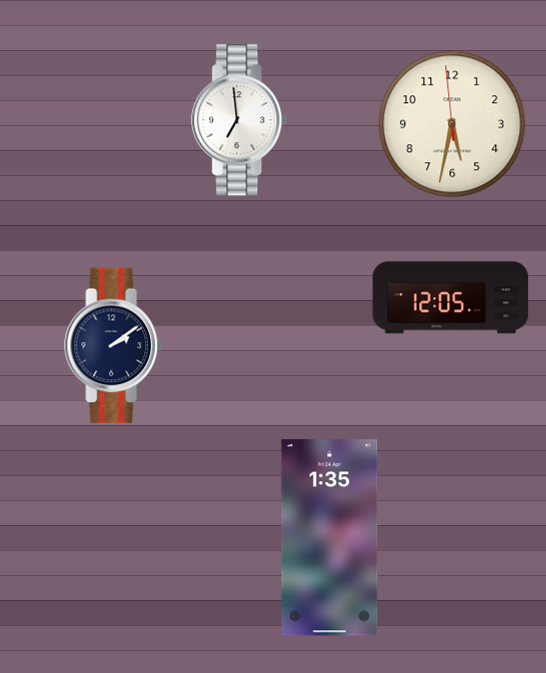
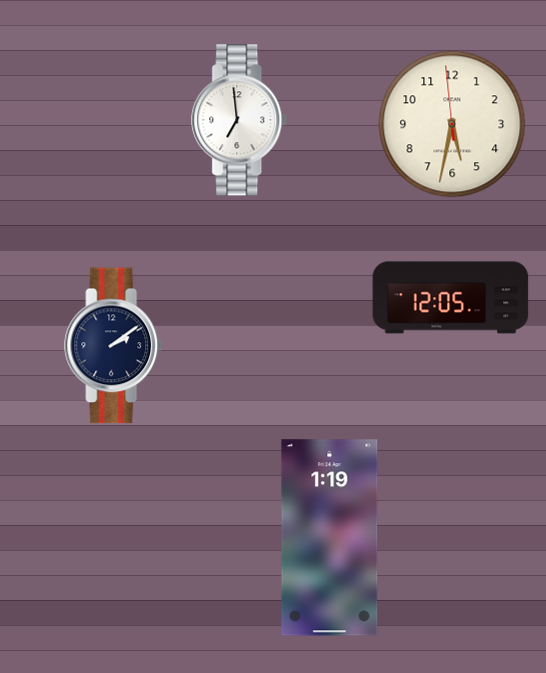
clock at (330, 538): 1:35 -> 1:19
